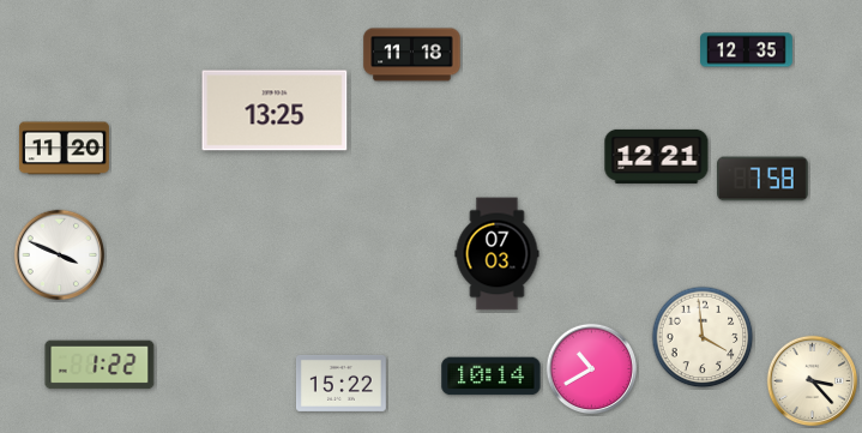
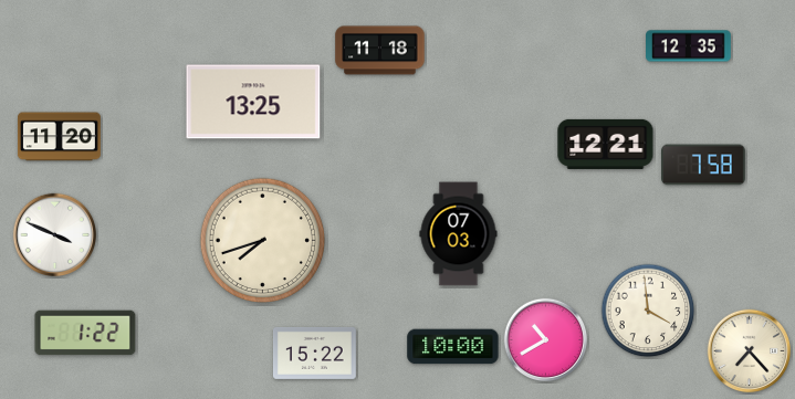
clock at (263, 241): none -> 7:42
clock at (100, 365) position: (100, 365) -> (85, 333)
clock at (492, 377): 10:14 -> 10:00
clock at (813, 381): 3:23 -> 7:23
